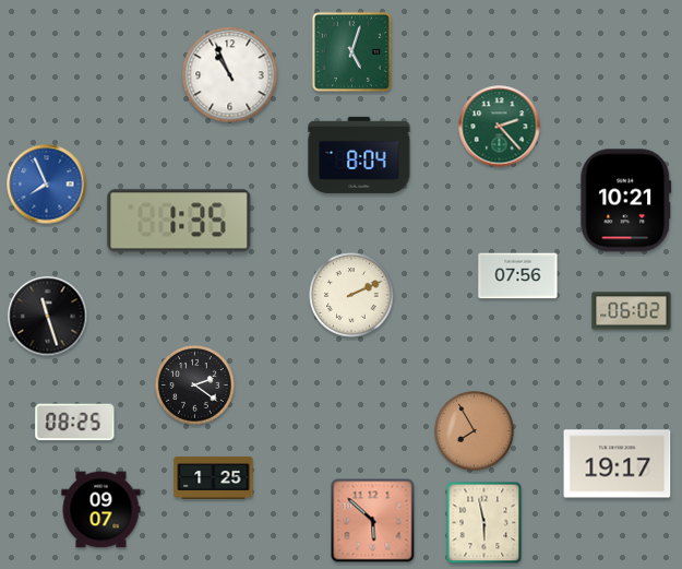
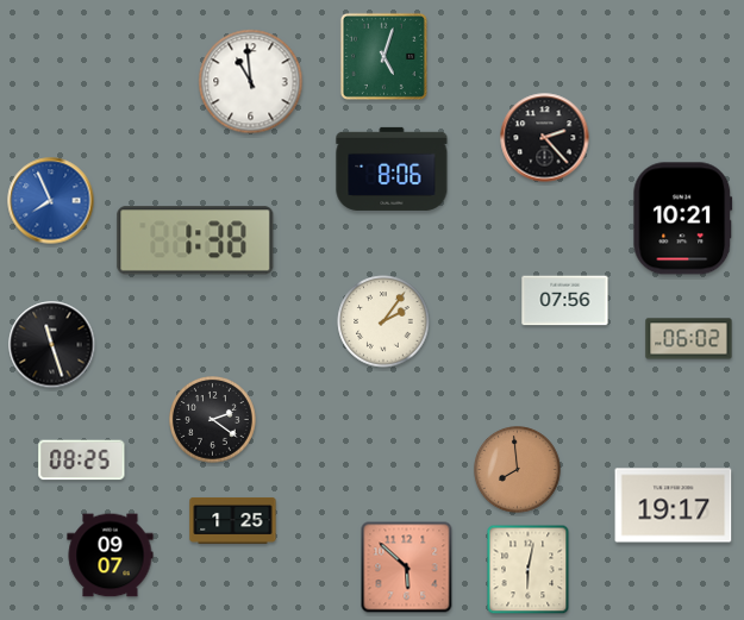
clock at (230, 75): 10:56 -> 10:59
clock at (500, 127) dial: green -> black
clock at (359, 155): 8:04 -> 8:06
clock at (179, 221): 1:35 -> 1:38
clock at (351, 295): 2:11 -> 2:06
clock at (475, 431): 7:55 -> 7:59
clock at (484, 523): 5:58 -> 6:02
